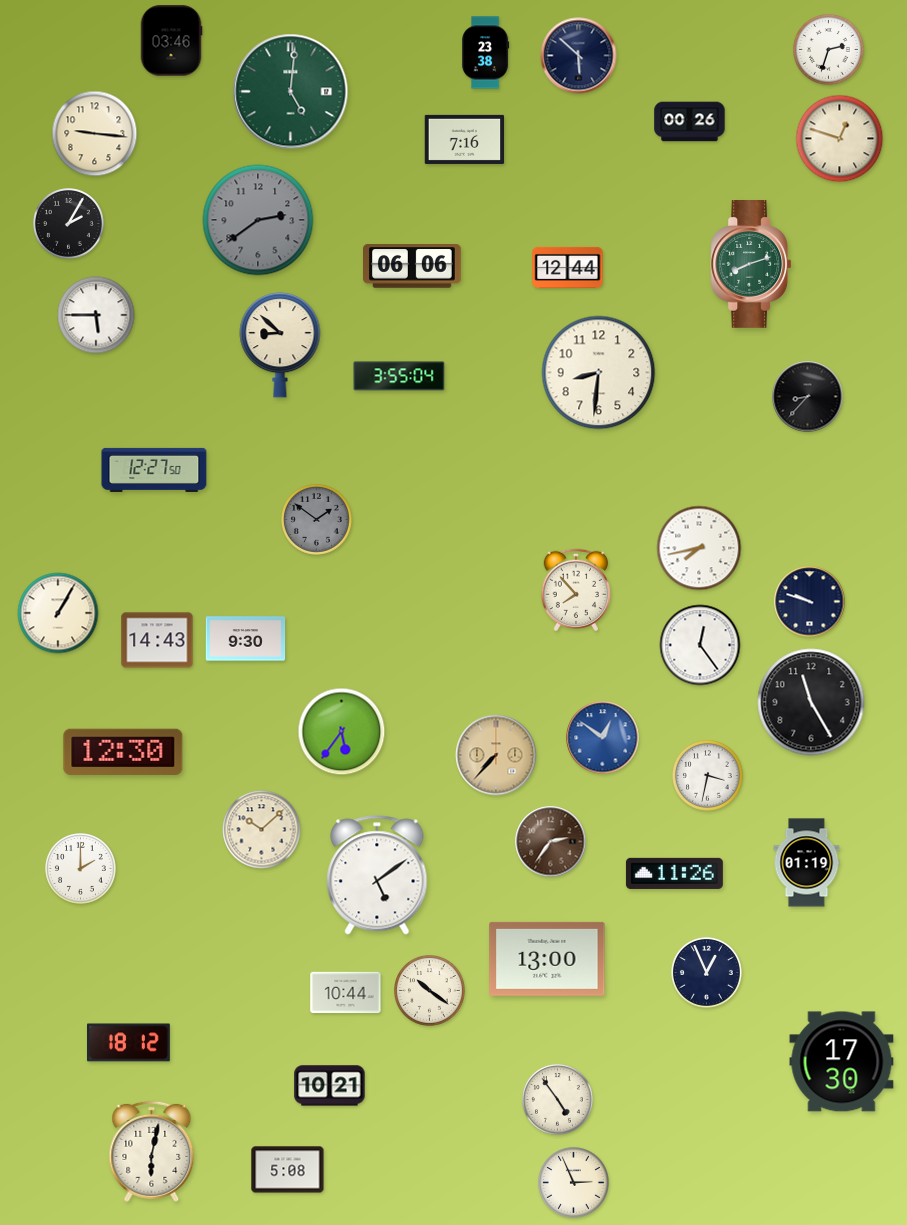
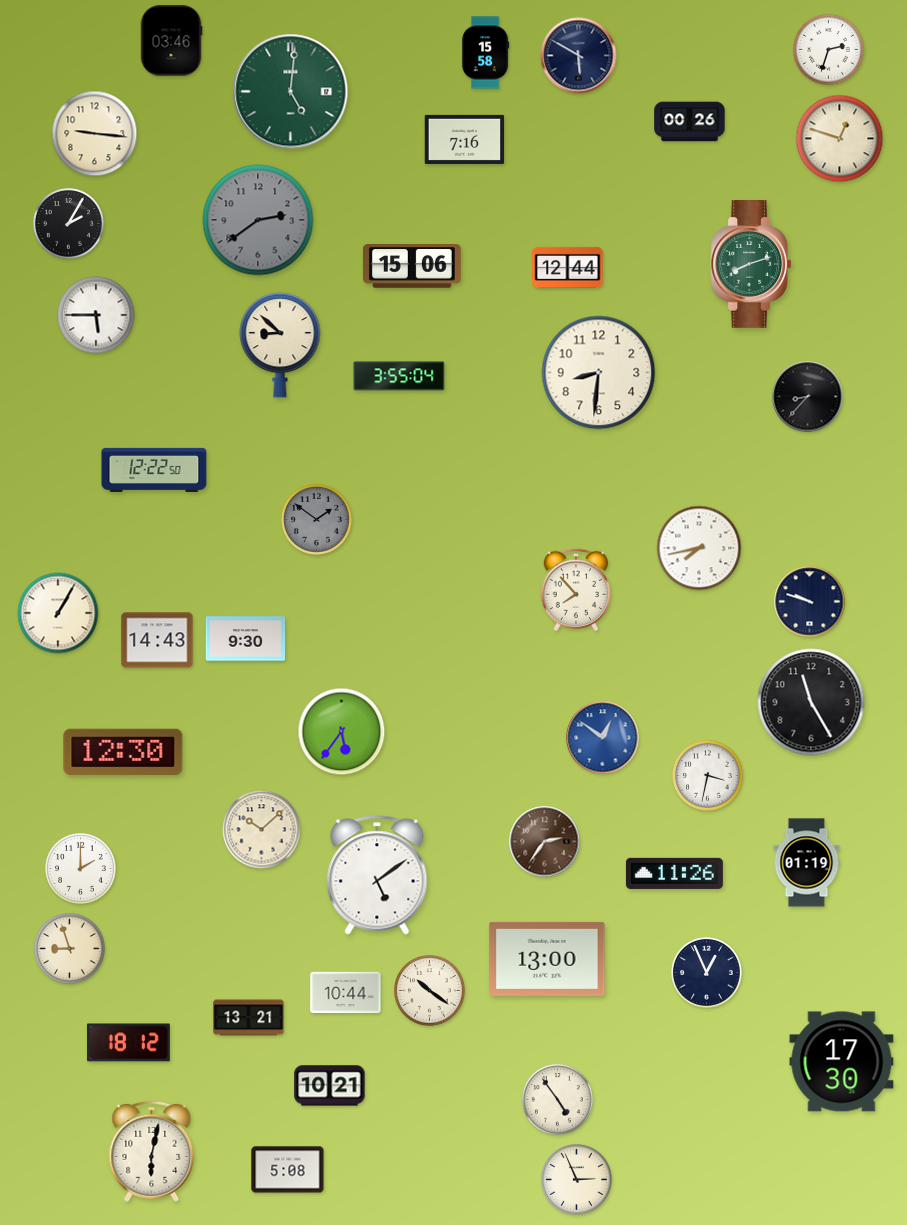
clock at (486, 53): 23:38 -> 15:58
clock at (579, 56): 5:52 -> 5:50
clock at (413, 266): 06:06 -> 15:06
clock at (154, 470): 12:27 -> 12:22
clock at (700, 645): 12:24 -> none
clock at (496, 755): 7:37 -> none
clock at (551, 842) position: (551, 842) -> (545, 842)
clock at (70, 949): none -> 8:57
clock at (249, 1018): none -> 13:21
clock at (574, 1183) position: (574, 1183) -> (577, 1180)
